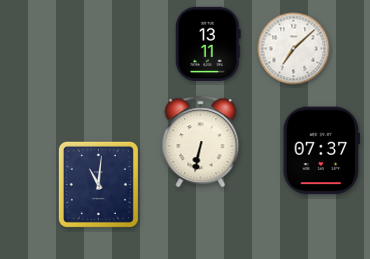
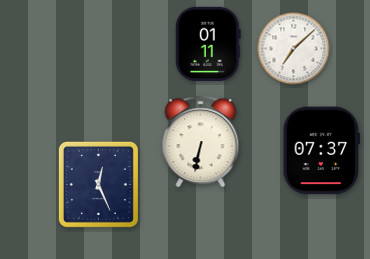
clock at (208, 44): 13:11 -> 01:11
clock at (98, 184): 11:01 -> 12:26
